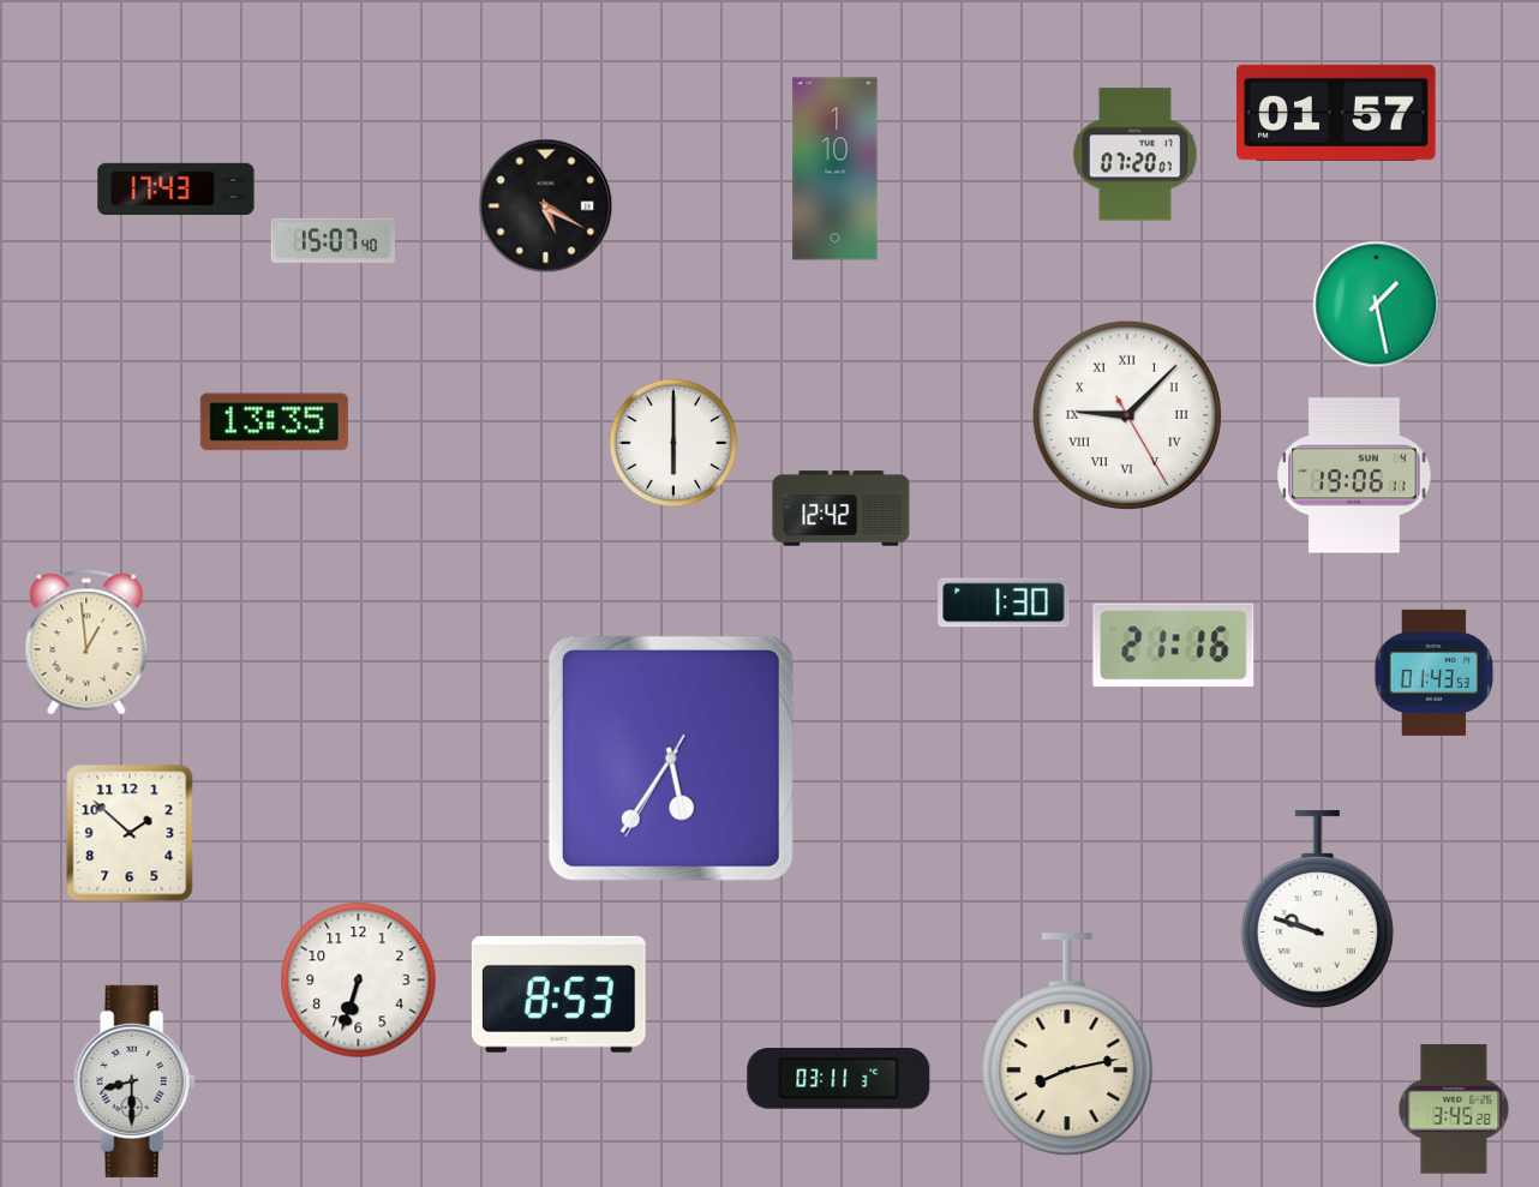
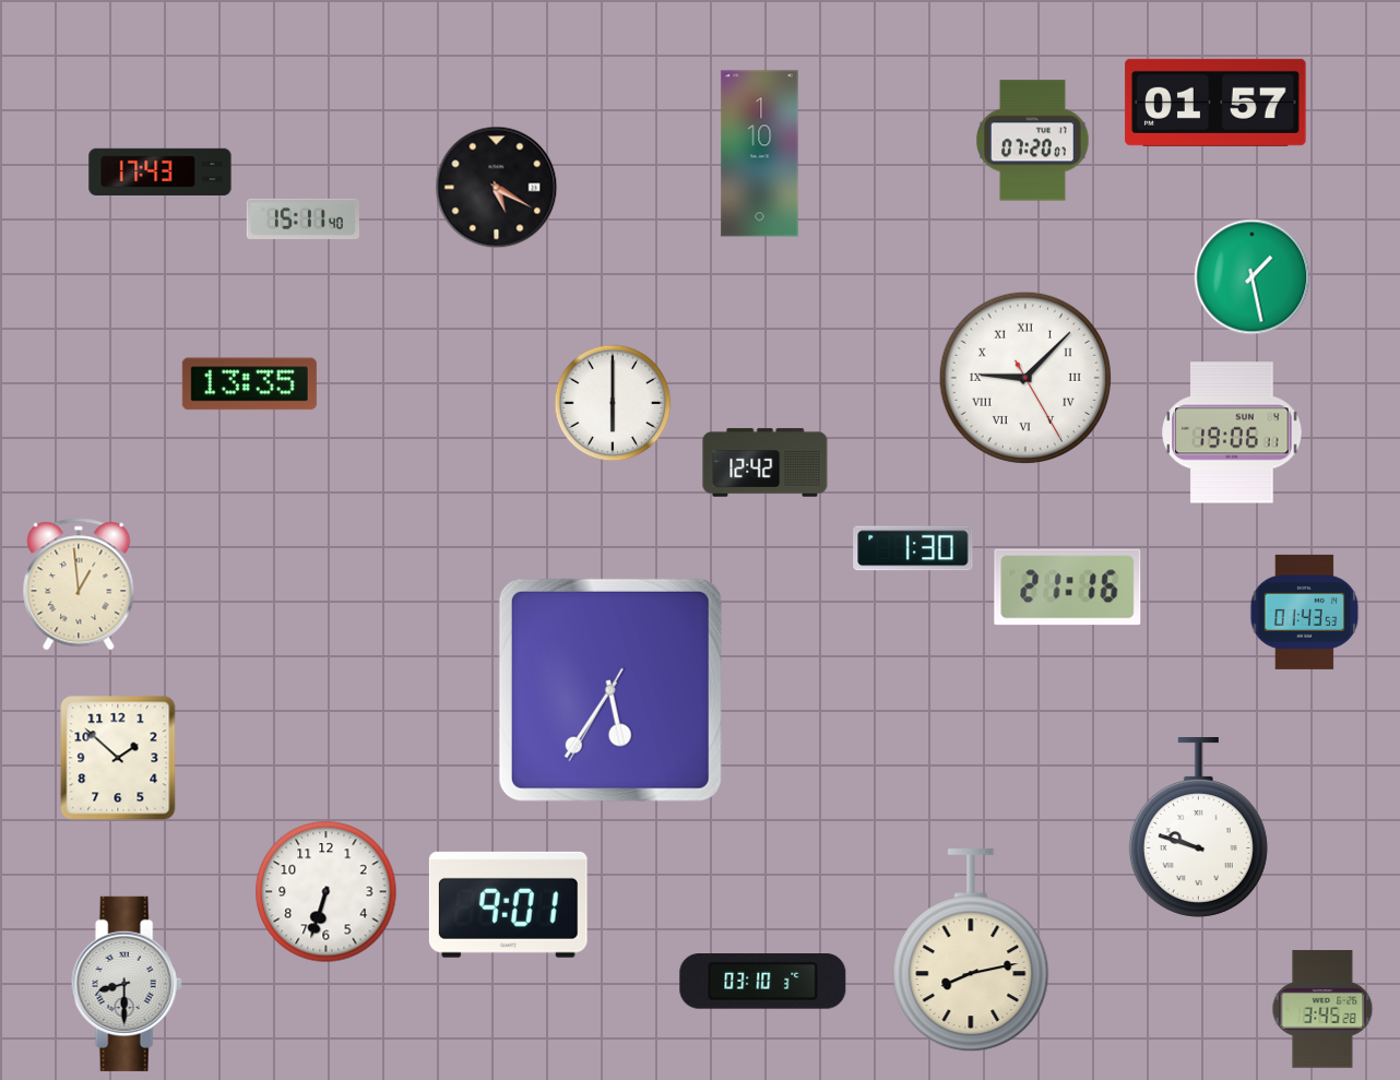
clock at (333, 240): 15:07 -> 15:11
clock at (558, 994): 8:53 -> 9:01
clock at (839, 1079): 03:11 -> 03:10
clock at (134, 1081) position: (134, 1081) -> (127, 984)
